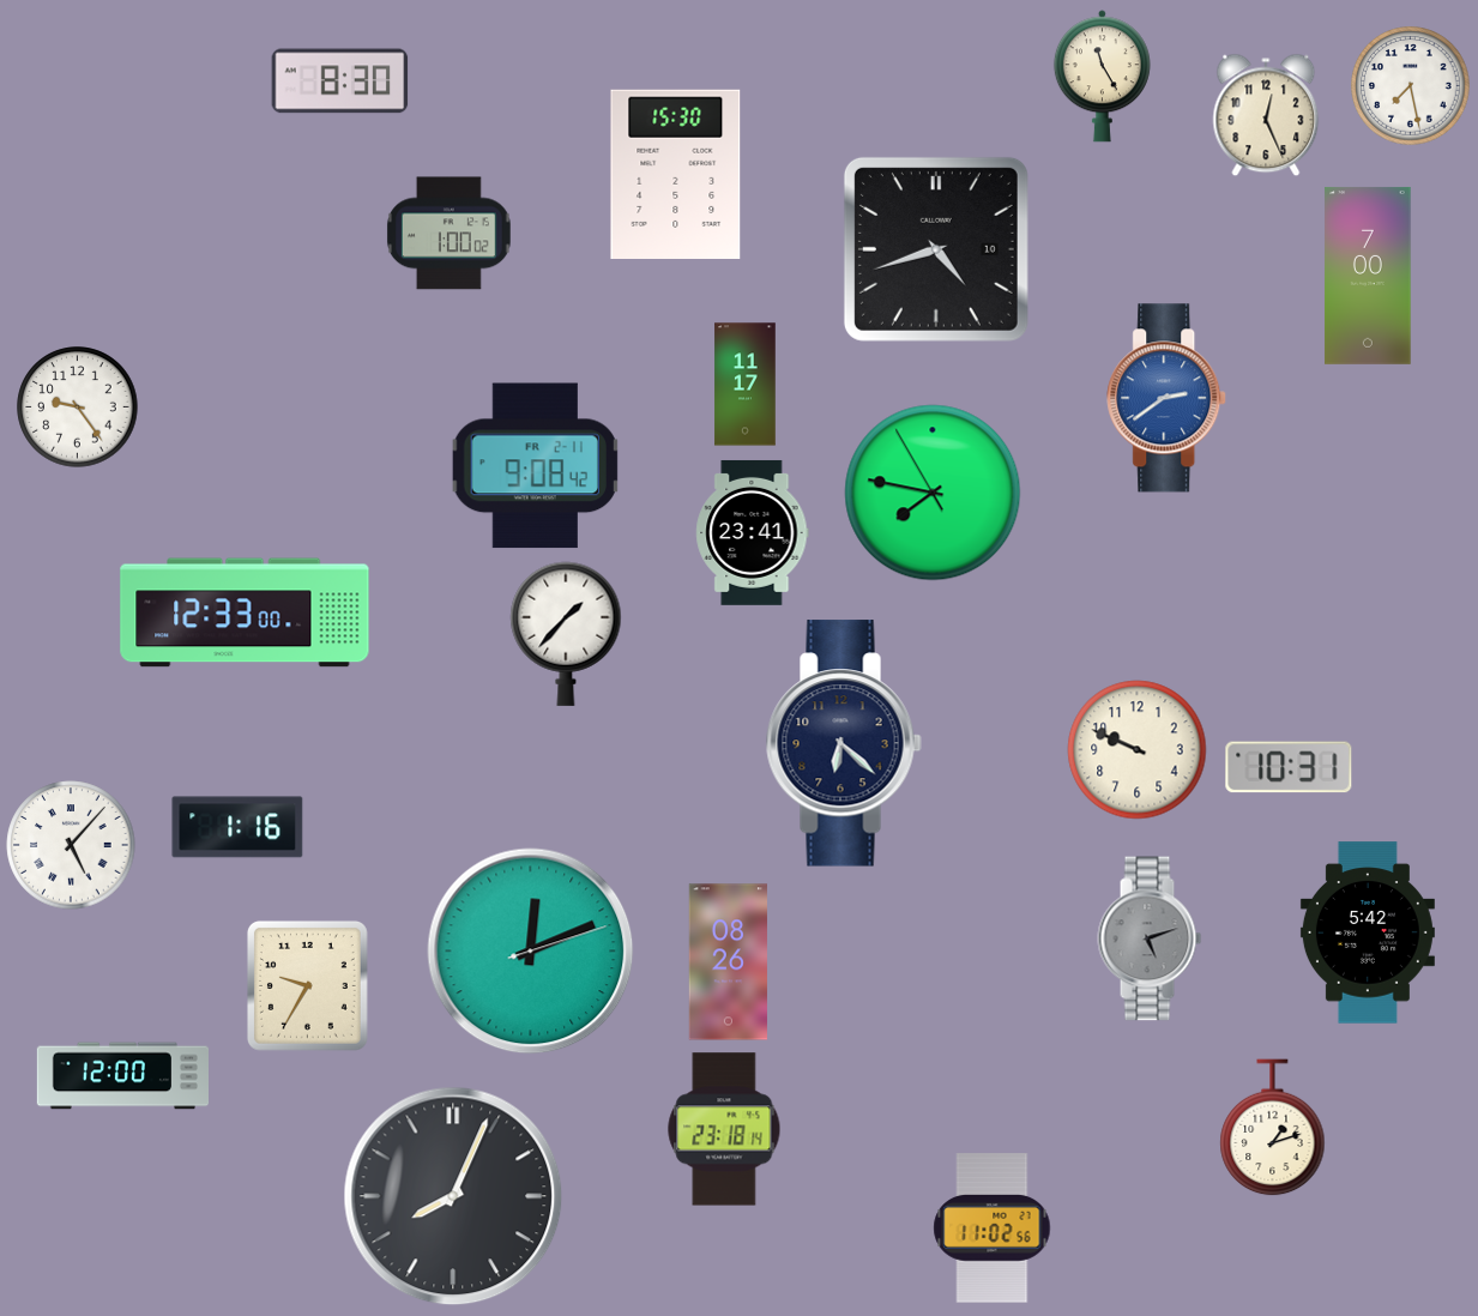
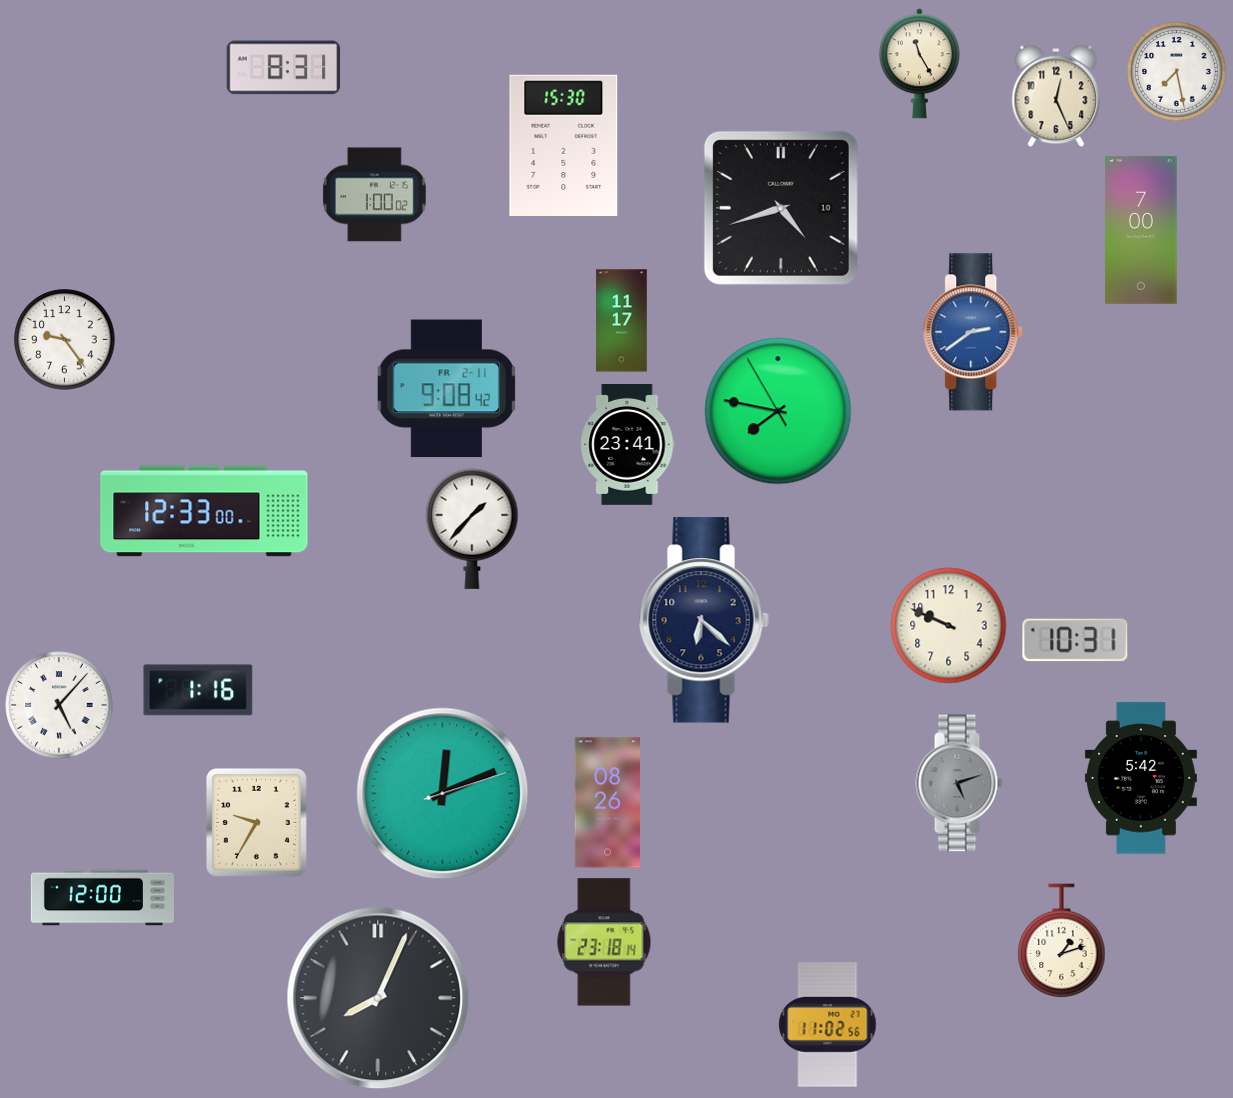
clock at (340, 82): 8:30 -> 8:31
